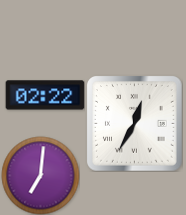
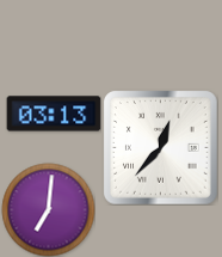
clock at (45, 95): 02:22 -> 03:13
clock at (135, 124): 12:35 -> 12:37
